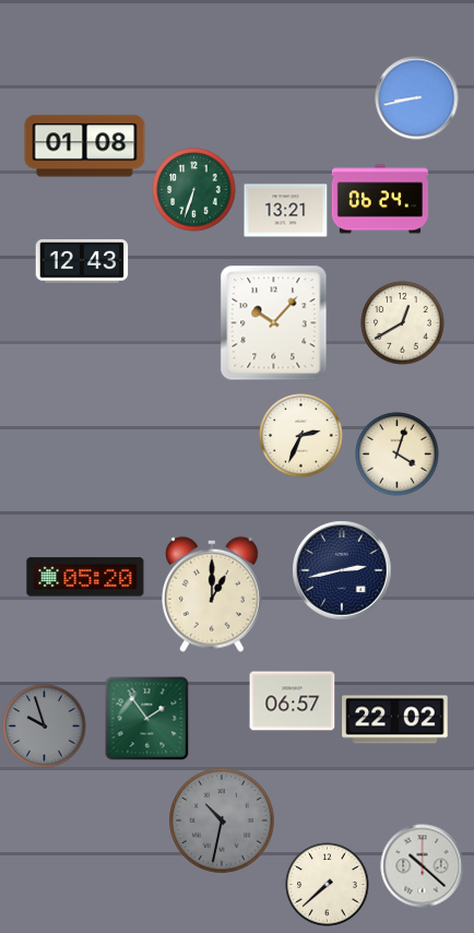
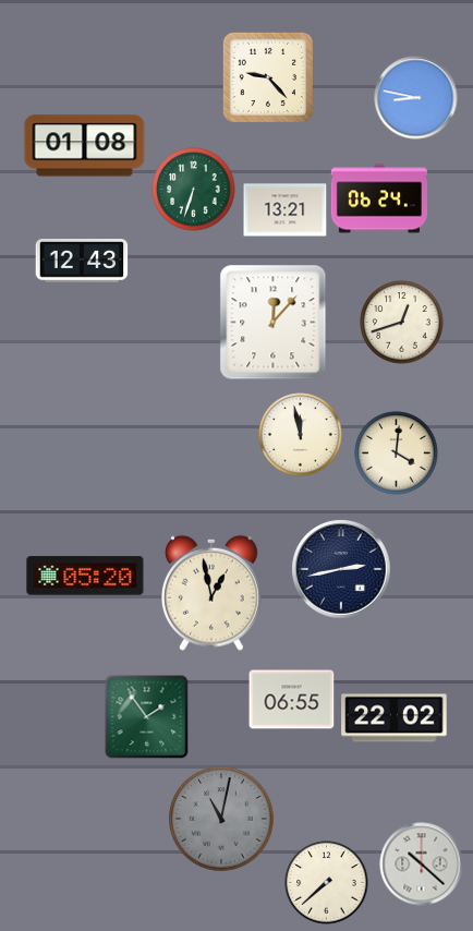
clock at (267, 76): none -> 9:23
clock at (417, 98): 8:43 -> 8:47
clock at (274, 323): 10:07 -> 12:07
clock at (403, 323): 12:40 -> 12:42
clock at (301, 436): 2:34 -> 11:58
clock at (398, 454): 4:03 -> 4:01
clock at (212, 594): 1:00 -> 12:58
clock at (293, 701): 06:57 -> 06:55
clock at (45, 727): 9:57 -> none
clock at (222, 820): 10:32 -> 11:02
